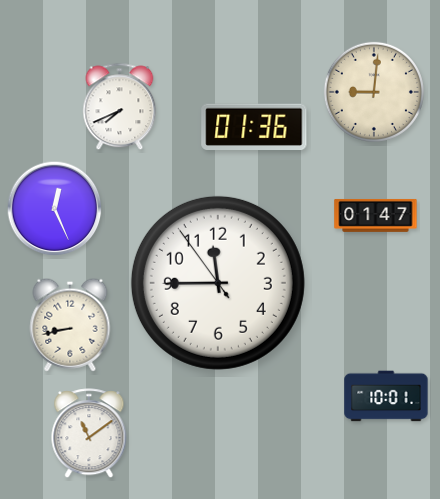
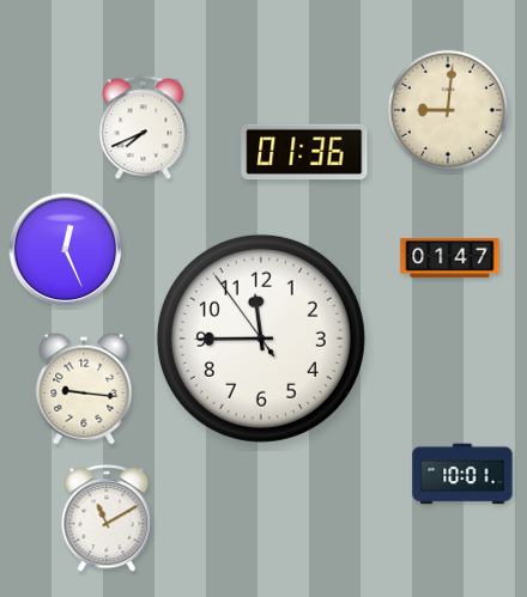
clock at (70, 325): 8:43 -> 9:16
clock at (89, 434): 11:09 -> 11:10
